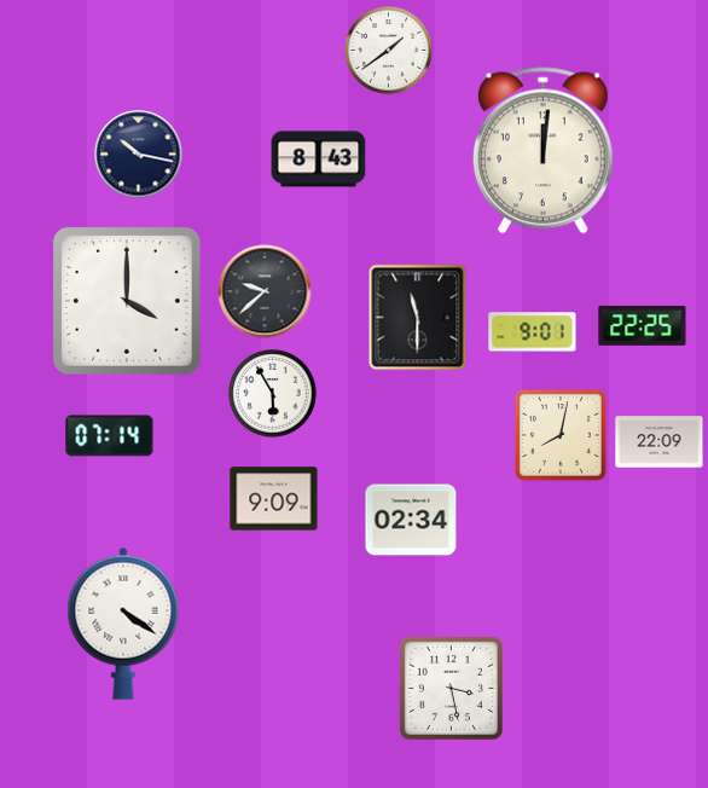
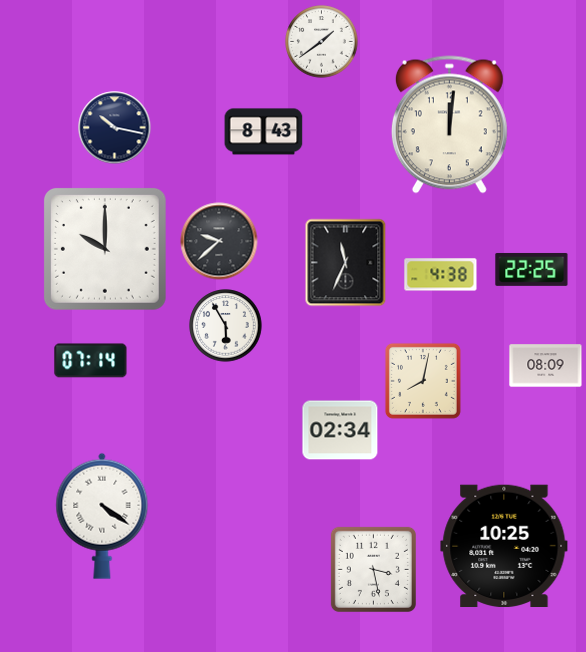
clock at (127, 301): 4:00 -> 10:00
clock at (418, 318): 11:30 -> 11:34
clock at (533, 332): 9:01 -> 4:38
clock at (561, 435) position: (561, 435) -> (423, 381)
clock at (660, 442): 22:09 -> 08:09
clock at (274, 499): 9:09 -> none
clock at (504, 545): none -> 10:25
